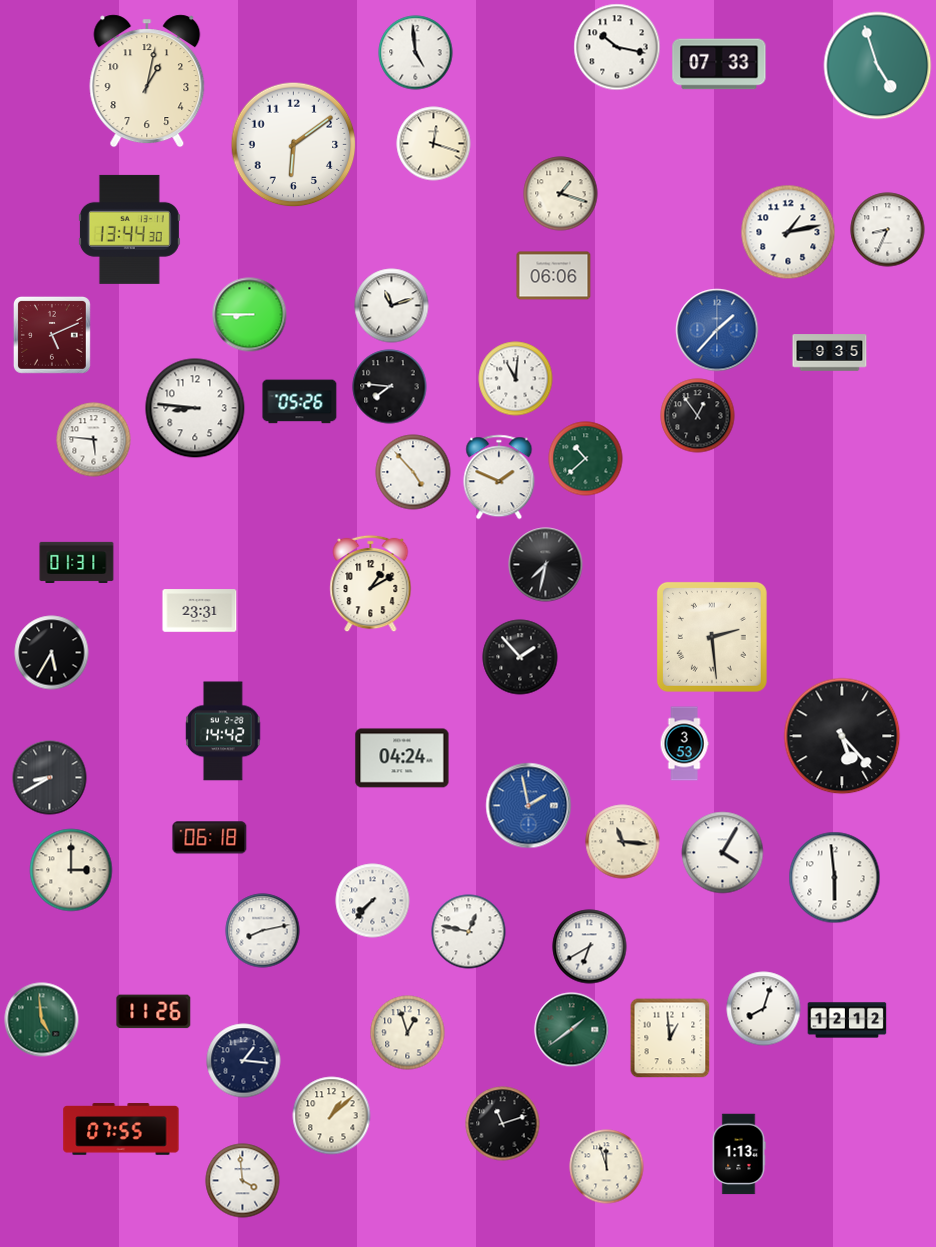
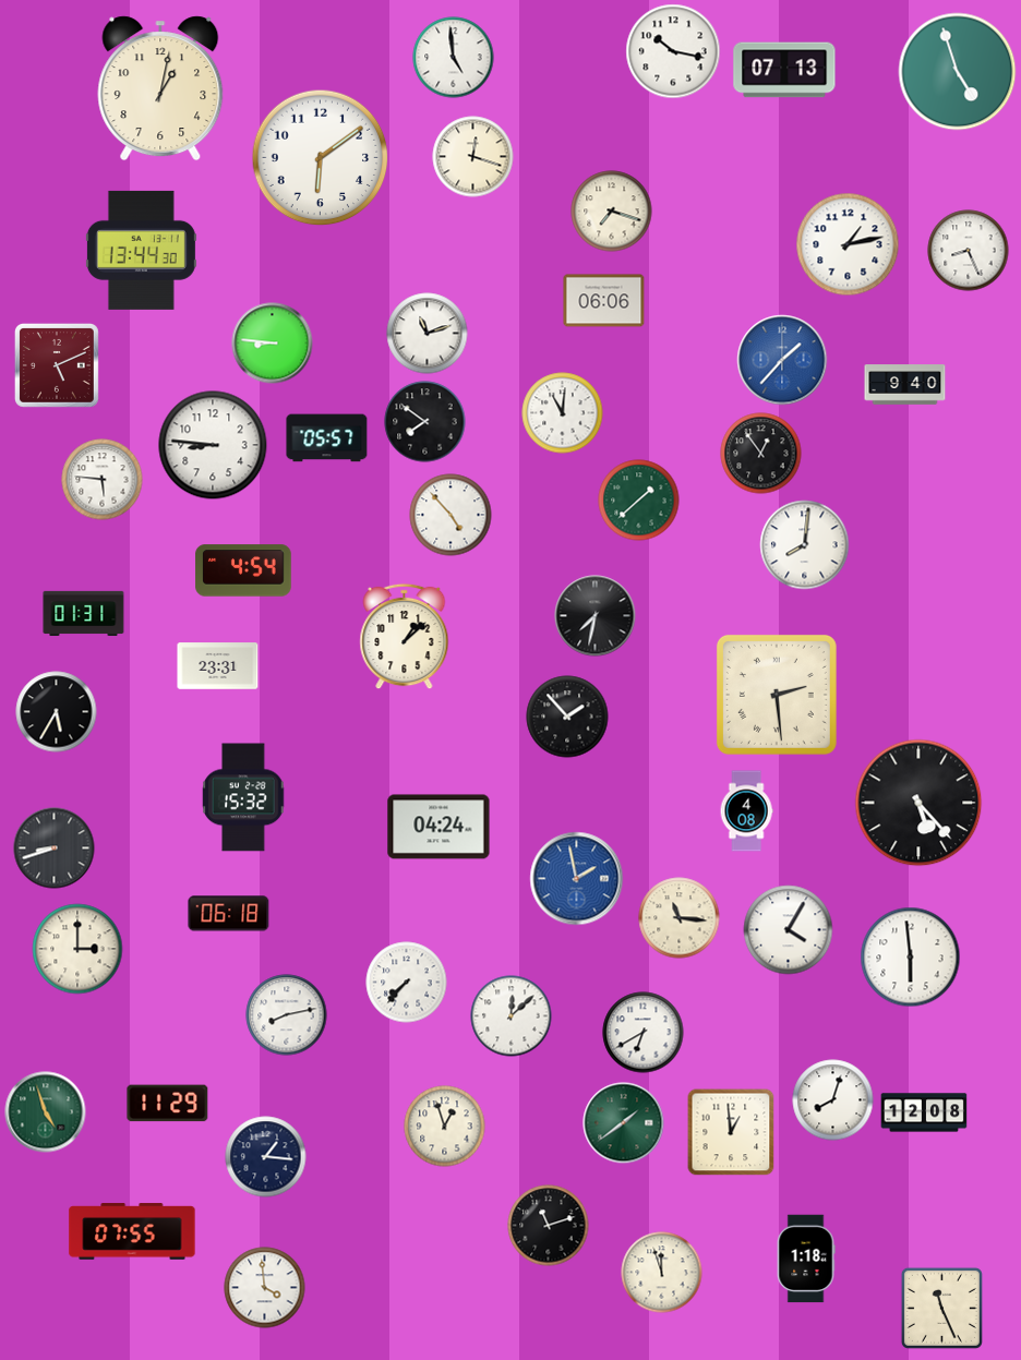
clock at (719, 64): 07:33 -> 07:13
clock at (561, 194): 1:18 -> 7:18
clock at (888, 230): 8:34 -> 8:26
clock at (788, 232) position: (788, 232) -> (848, 244)
clock at (250, 315): 8:45 -> 8:46
clock at (830, 353): 9:35 -> 9:40
clock at (390, 387): 7:46 -> 7:51
clock at (300, 402): 05:26 -> 05:57
clock at (586, 459): 10:38 -> 1:38
clock at (499, 477): 1:49 -> none
clock at (805, 545): none -> 8:01
clock at (243, 570): none -> 4:54
clock at (371, 584): 1:10 -> 1:08
clock at (223, 731): 14:42 -> 15:32
clock at (684, 744): 3:53 -> 4:08
clock at (50, 778): 8:40 -> 8:42
clock at (469, 932): 12:47 -> 12:08
clock at (154, 1012): 11:26 -> 11:29
clock at (42, 1020): 4:59 -> 4:57
clock at (847, 1020): 12:12 -> 12:08
clock at (332, 1116): 1:08 -> none
clock at (739, 1154): 1:13 -> 1:18
clock at (941, 1308): none -> 11:26
